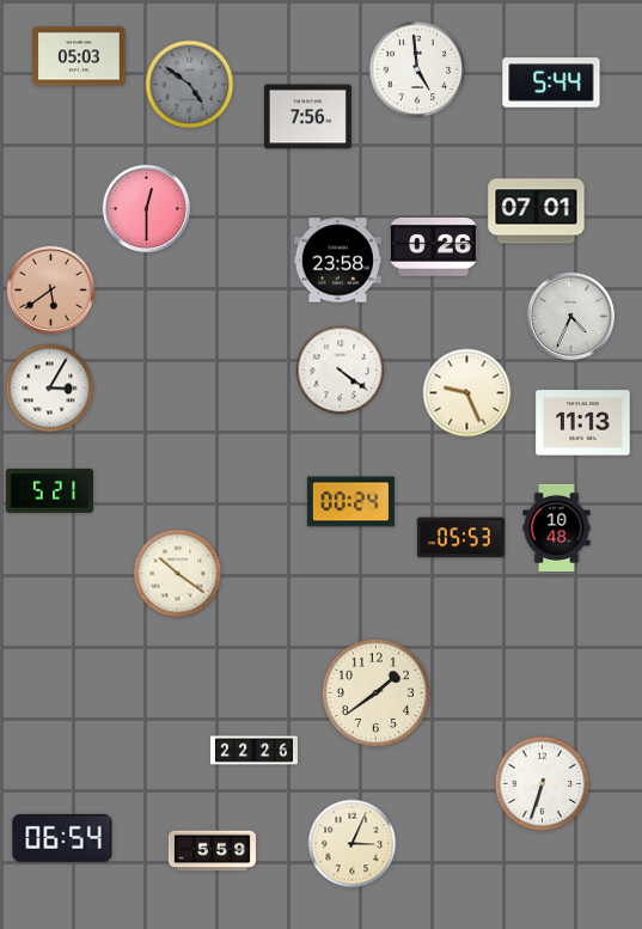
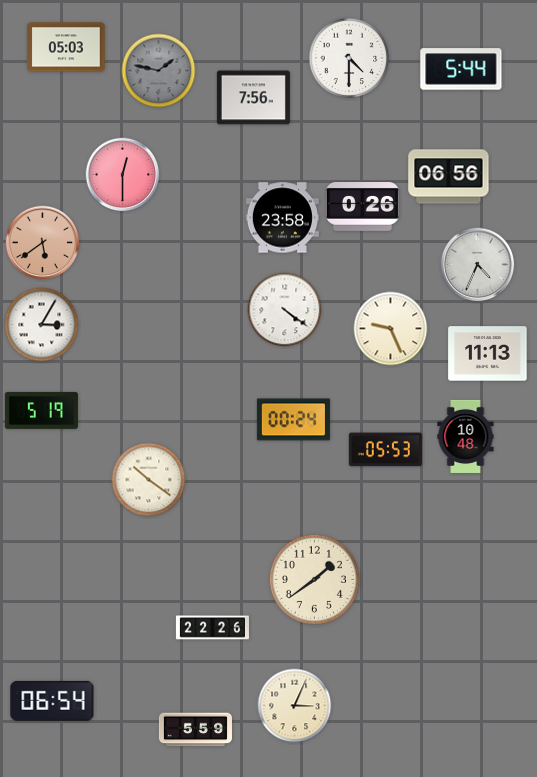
clock at (417, 69): 4:59 -> 4:30
clock at (190, 85): 4:51 -> 1:47
clock at (307, 117) position: (307, 117) -> (253, 98)
clock at (537, 212): 07:01 -> 06:56
clock at (49, 490): 5:21 -> 5:19
clock at (557, 527) position: (557, 527) -> (466, 436)
clock at (543, 784): 6:33 -> none
clock at (212, 851) position: (212, 851) -> (195, 730)
